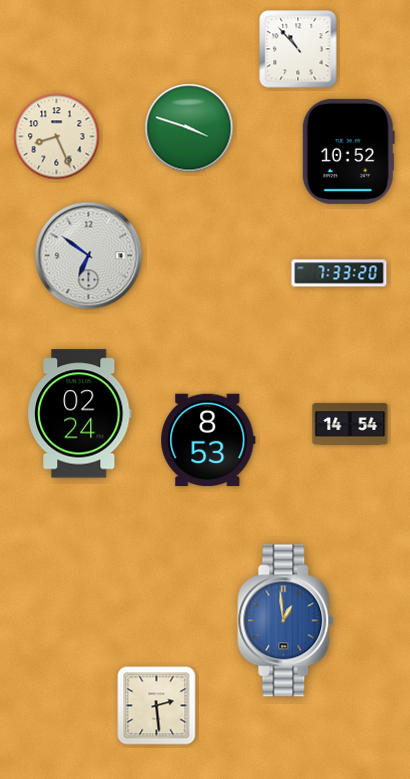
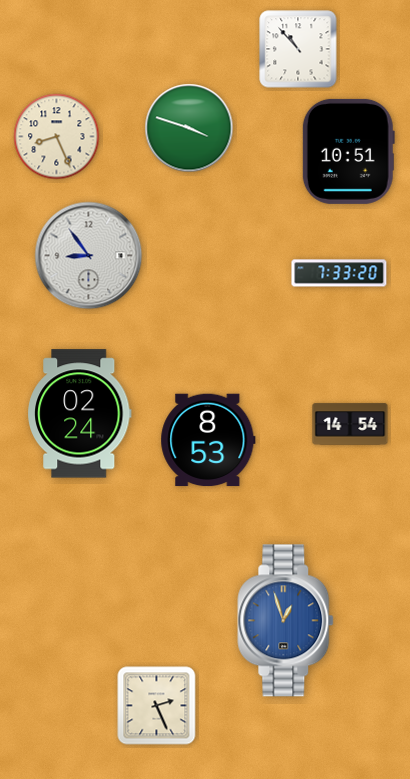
clock at (348, 151): 10:52 -> 10:51
clock at (89, 256): 6:51 -> 8:54
clock at (286, 621): 12:59 -> 12:57
clock at (157, 706): 2:29 -> 2:26
